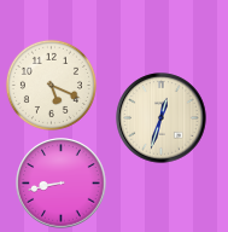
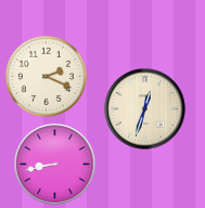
clock at (51, 85): 5:19 -> 2:19
clock at (162, 118) position: (162, 118) -> (145, 109)
